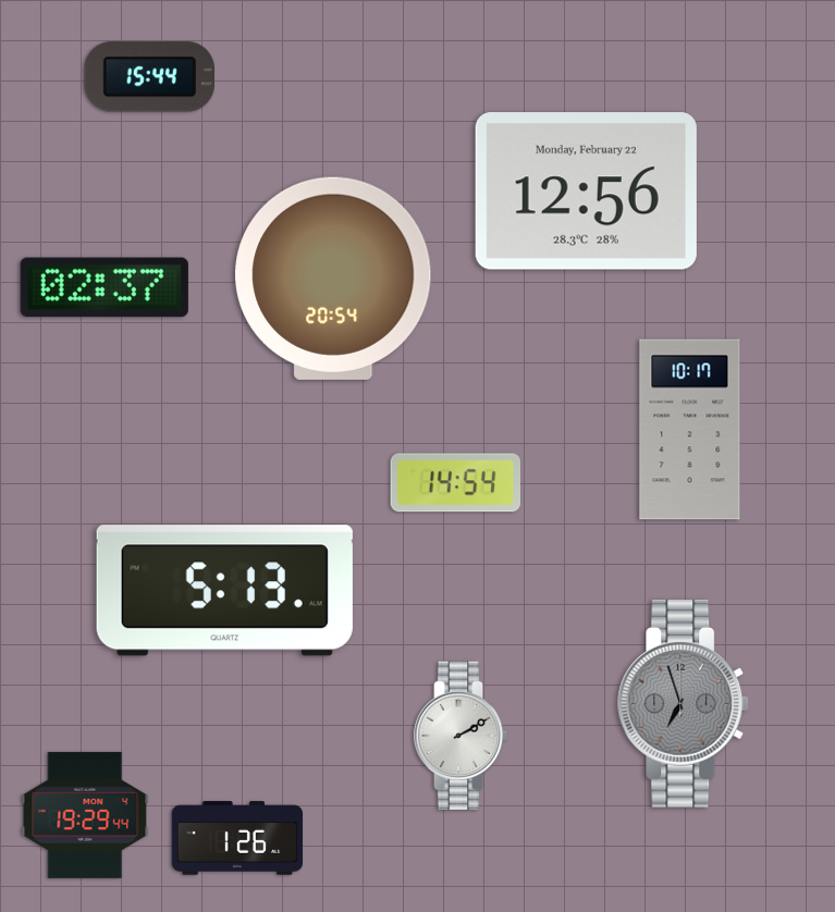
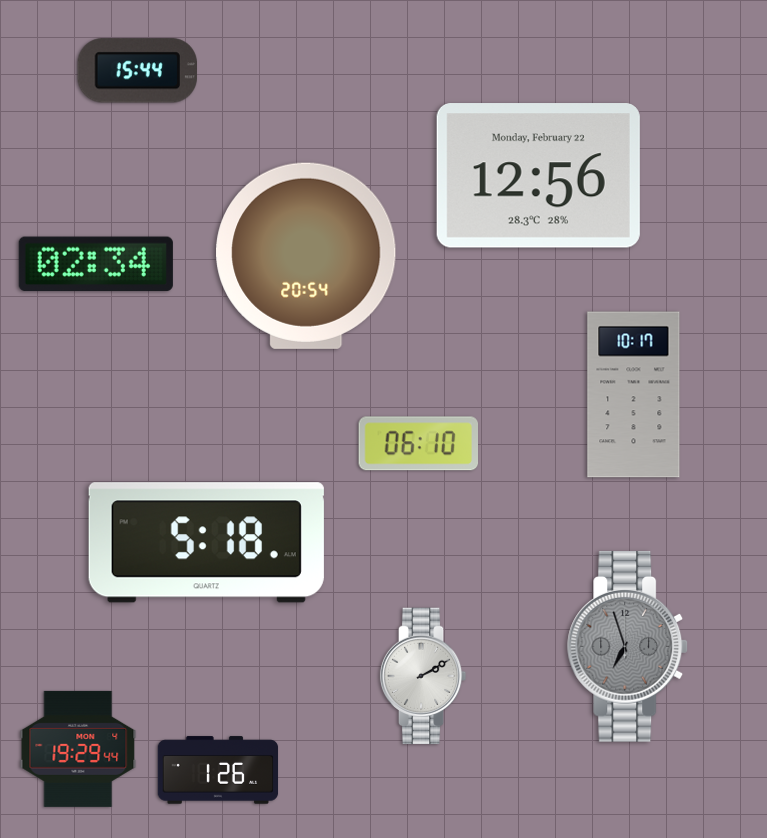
clock at (105, 287): 02:37 -> 02:34
clock at (455, 483): 14:54 -> 06:10
clock at (224, 591): 5:13 -> 5:18
